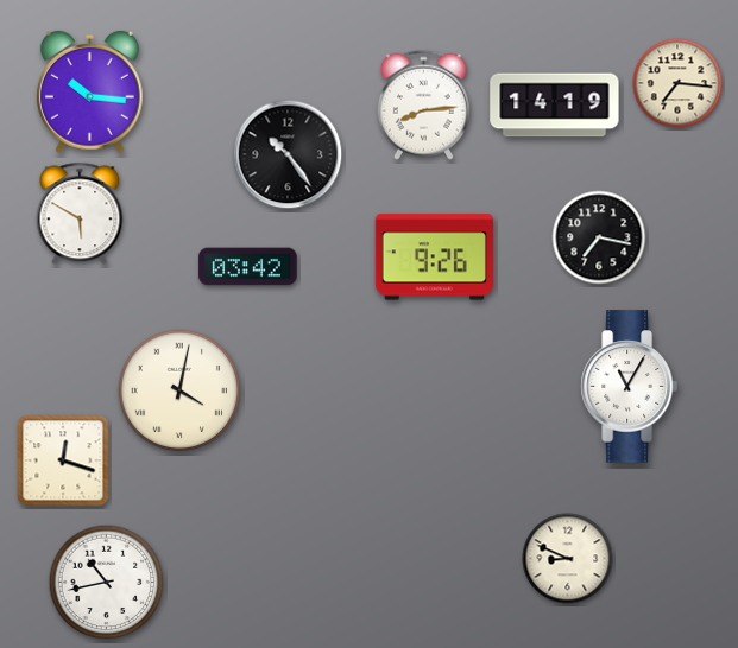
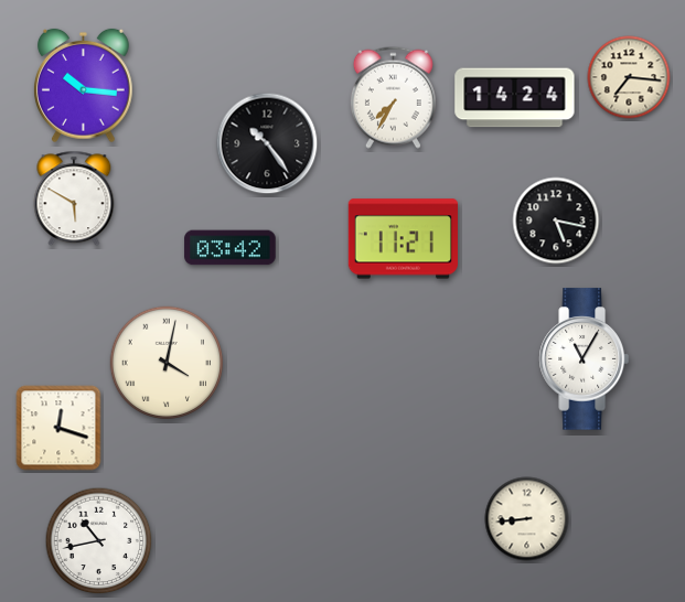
clock at (423, 104): 8:14 -> 7:35
clock at (555, 106): 14:19 -> 14:24
clock at (599, 237): 7:17 -> 5:17
clock at (434, 258): 9:26 -> 11:21
clock at (568, 559): 8:49 -> 8:44
